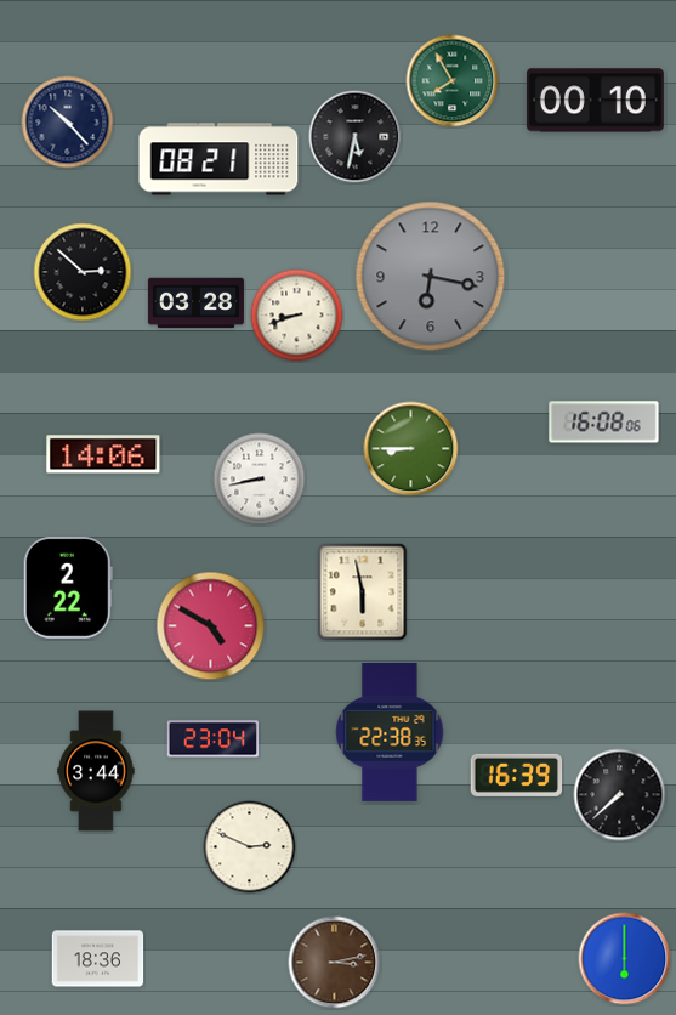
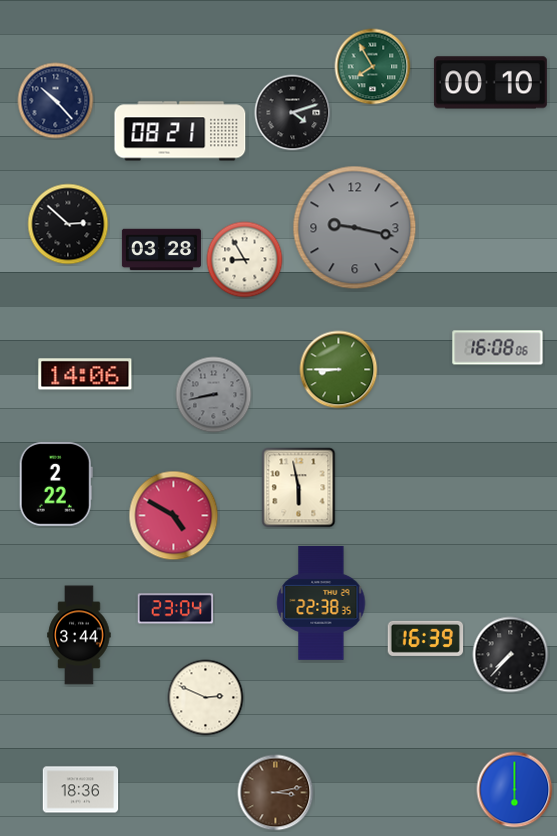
clock at (356, 137): 5:32 -> 4:12
clock at (431, 277): 6:17 -> 9:17
clock at (297, 316): 8:42 -> 8:55
clock at (260, 480) dial: white -> grey
clock at (620, 795): 7:38 -> 7:37
